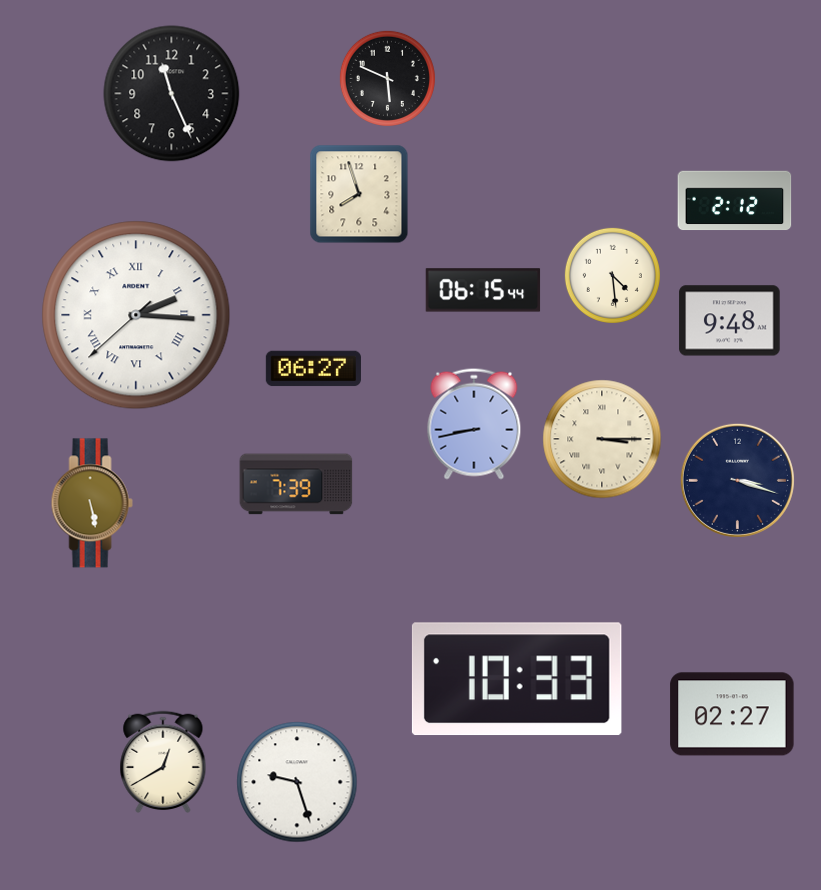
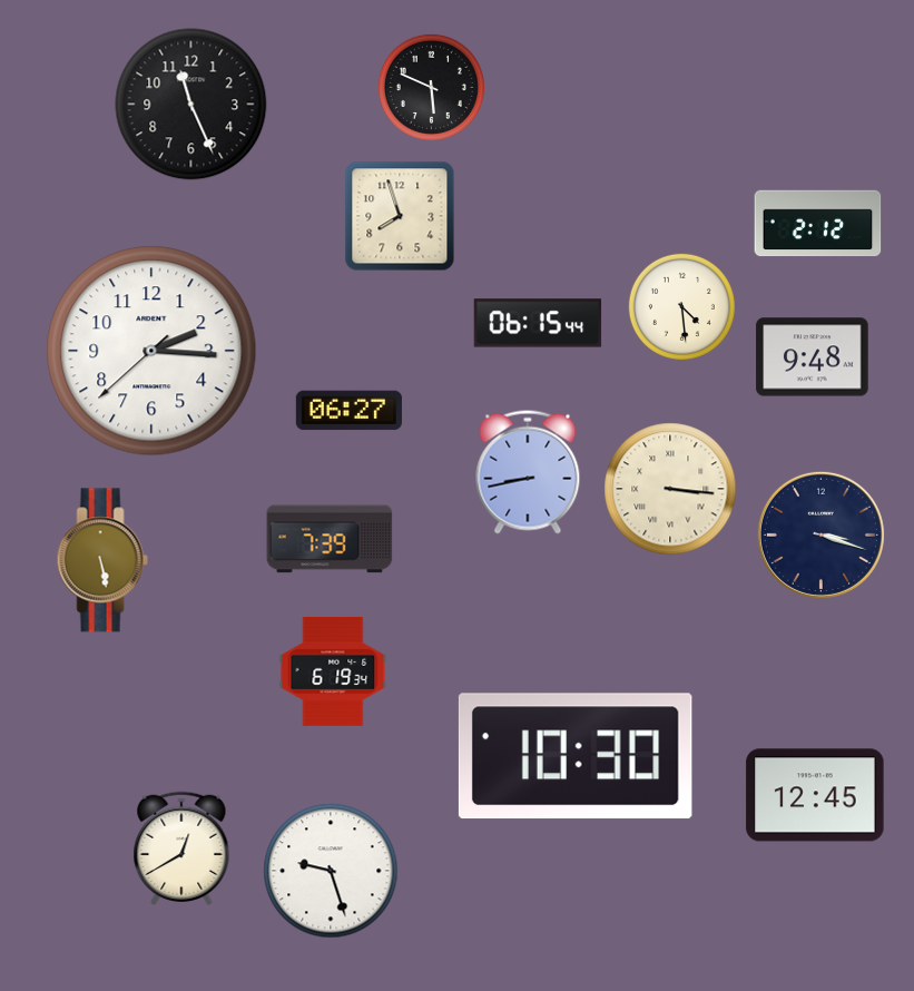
clock at (136, 315) numerals: Roman -> Arabic
clock at (602, 439): 3:15 -> 3:16
clock at (333, 671): none -> 6:19
clock at (517, 679): 10:33 -> 10:30
clock at (732, 714): 02:27 -> 12:45
